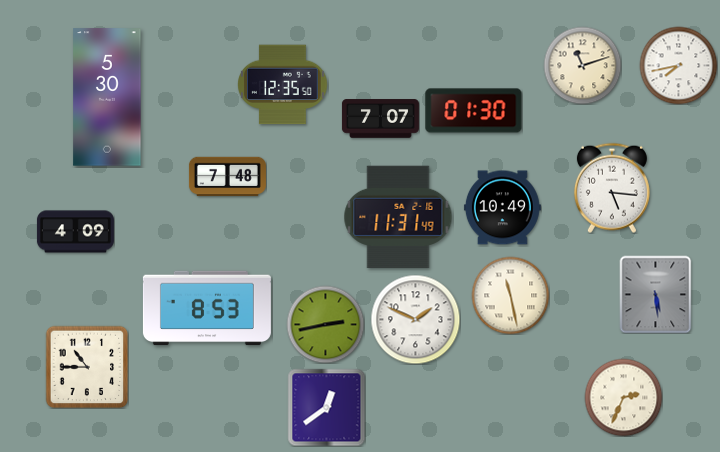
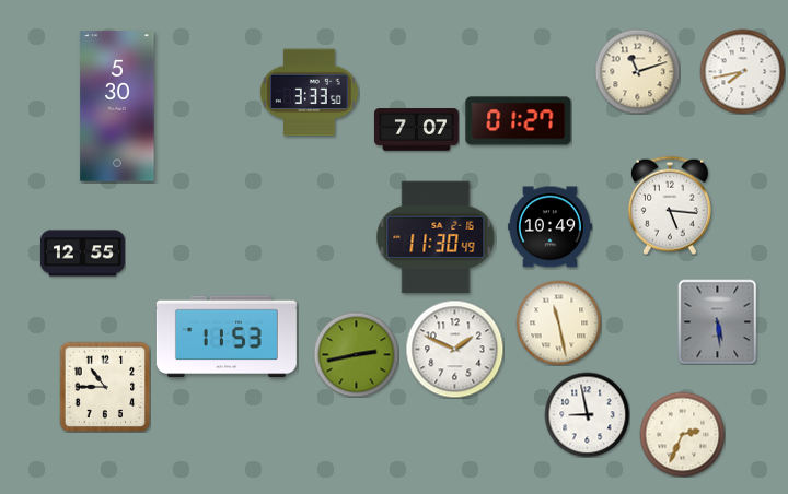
clock at (283, 85): 12:35 -> 3:33
clock at (474, 111): 01:30 -> 01:27
clock at (227, 177): 7:48 -> none
clock at (398, 217): 11:31 -> 11:30
clock at (75, 232): 4:09 -> 12:55
clock at (207, 308): 8:53 -> 11:53
clock at (87, 367) position: (87, 367) -> (105, 387)
clock at (587, 414): none -> 8:58
clock at (326, 407): 12:39 -> none
